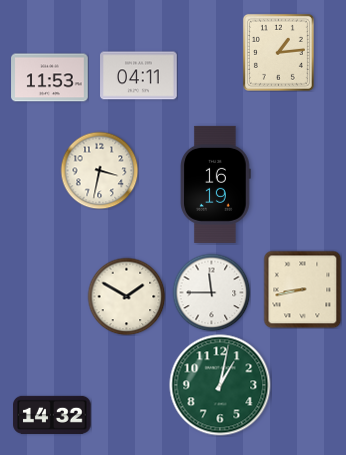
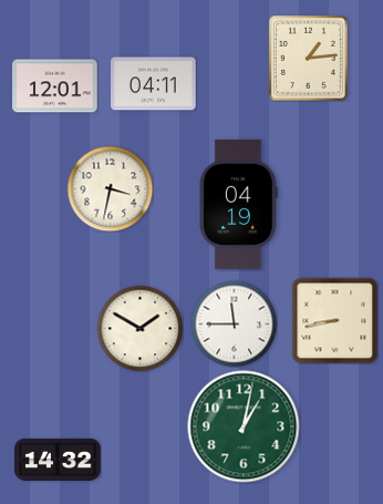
clock at (50, 78): 11:53 -> 12:01
clock at (216, 184): 16:19 -> 04:19
